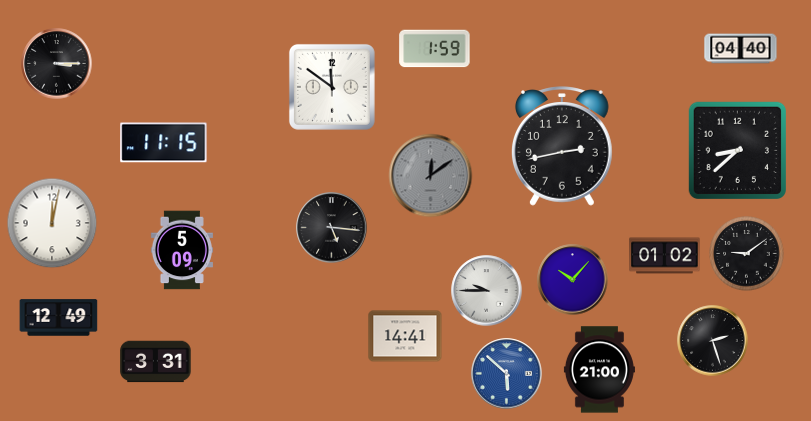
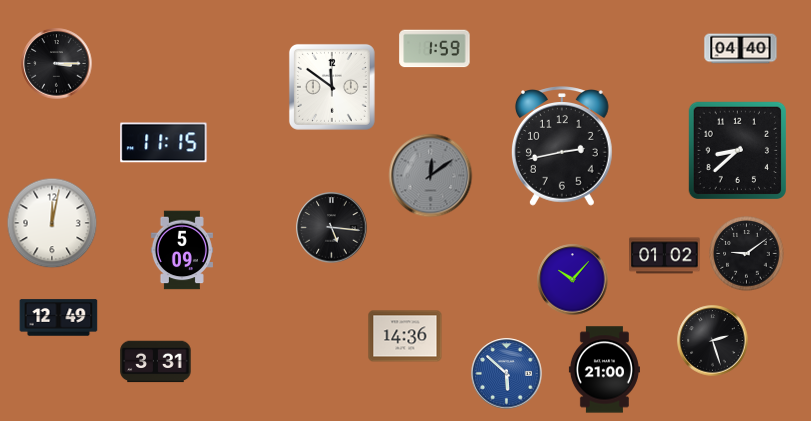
clock at (487, 291): 9:45 -> none
clock at (405, 336): 14:41 -> 14:36
clock at (599, 370) position: (599, 370) -> (604, 370)
